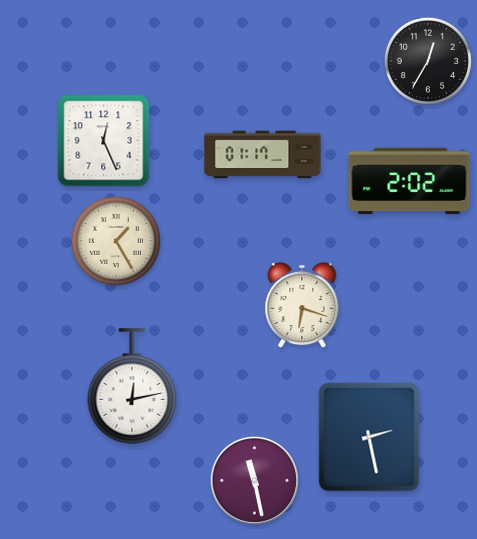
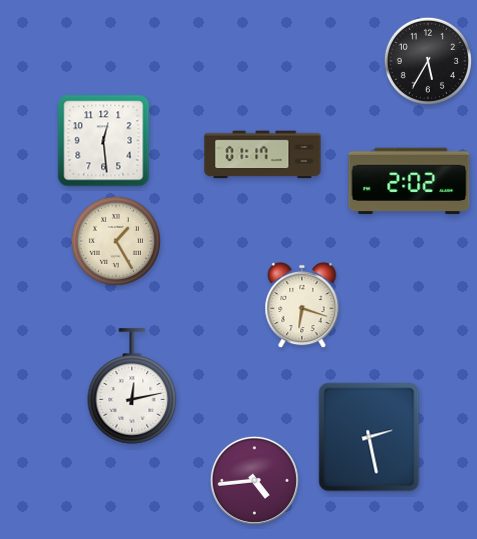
clock at (428, 61): 12:35 -> 5:35
clock at (104, 141): 12:26 -> 12:29
clock at (254, 480): 11:28 -> 4:44
